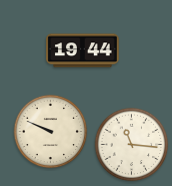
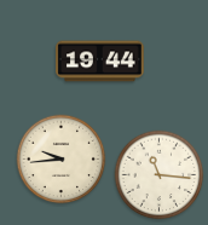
clock at (51, 132): 9:49 -> 9:44
